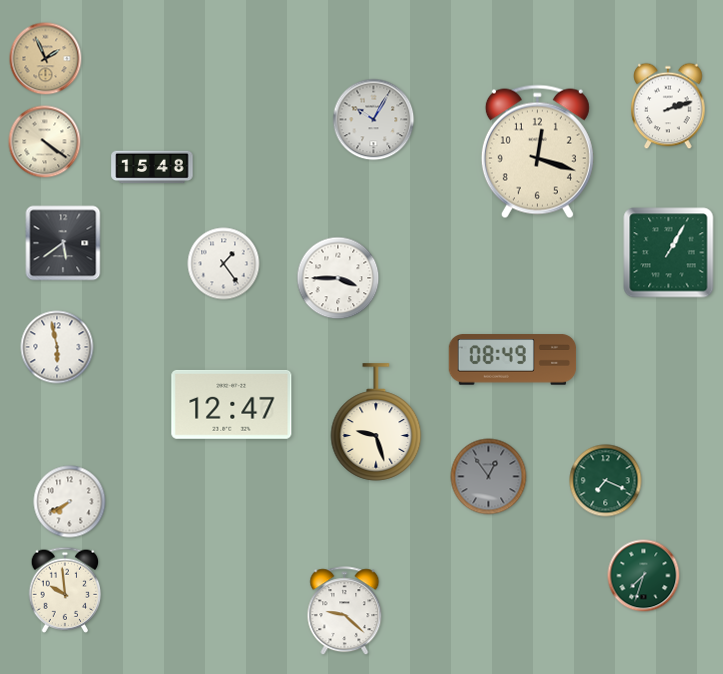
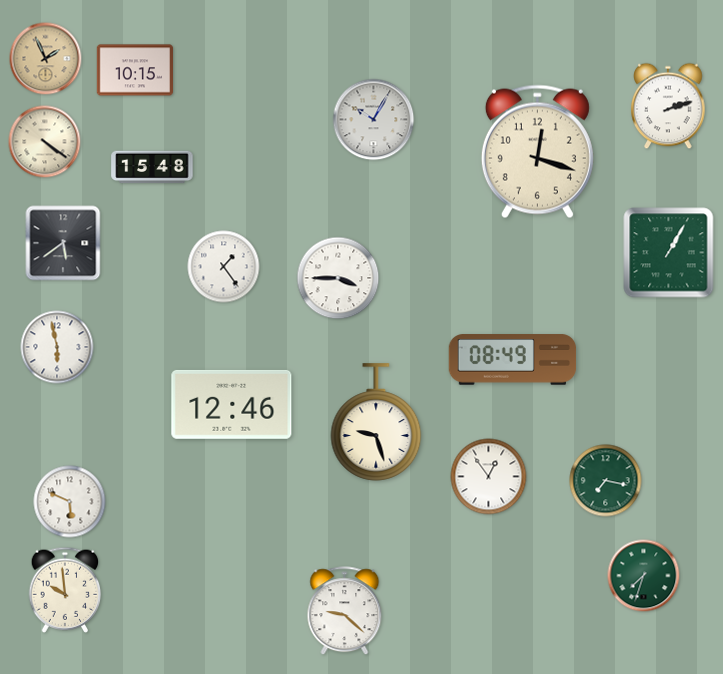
clock at (134, 70): none -> 10:15
clock at (224, 264) position: (224, 264) -> (224, 267)
clock at (232, 404): 12:47 -> 12:46
clock at (489, 477) dial: grey -> white
clock at (606, 481): 7:19 -> 7:17
clock at (70, 502): 7:40 -> 5:49
